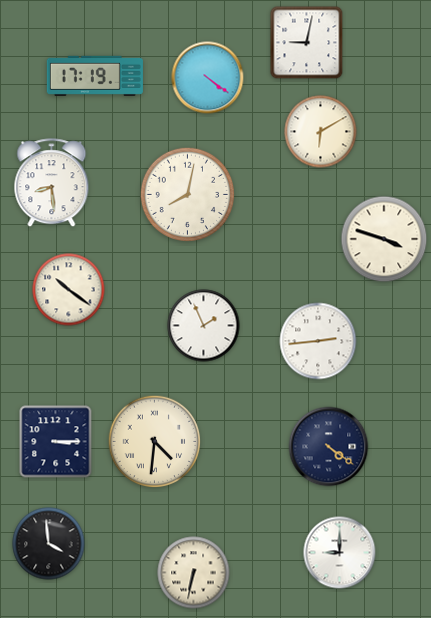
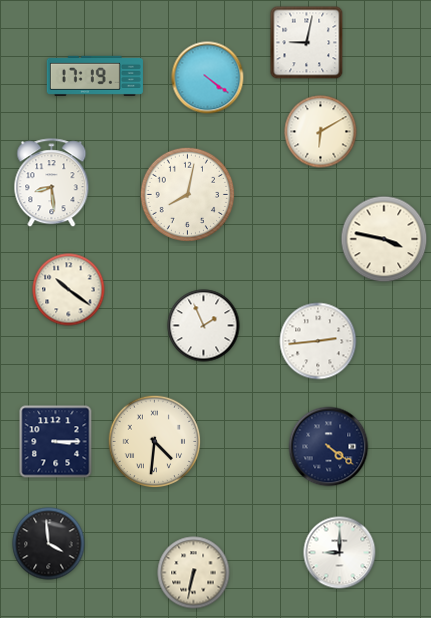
clock at (384, 239): 3:48 -> 3:47
